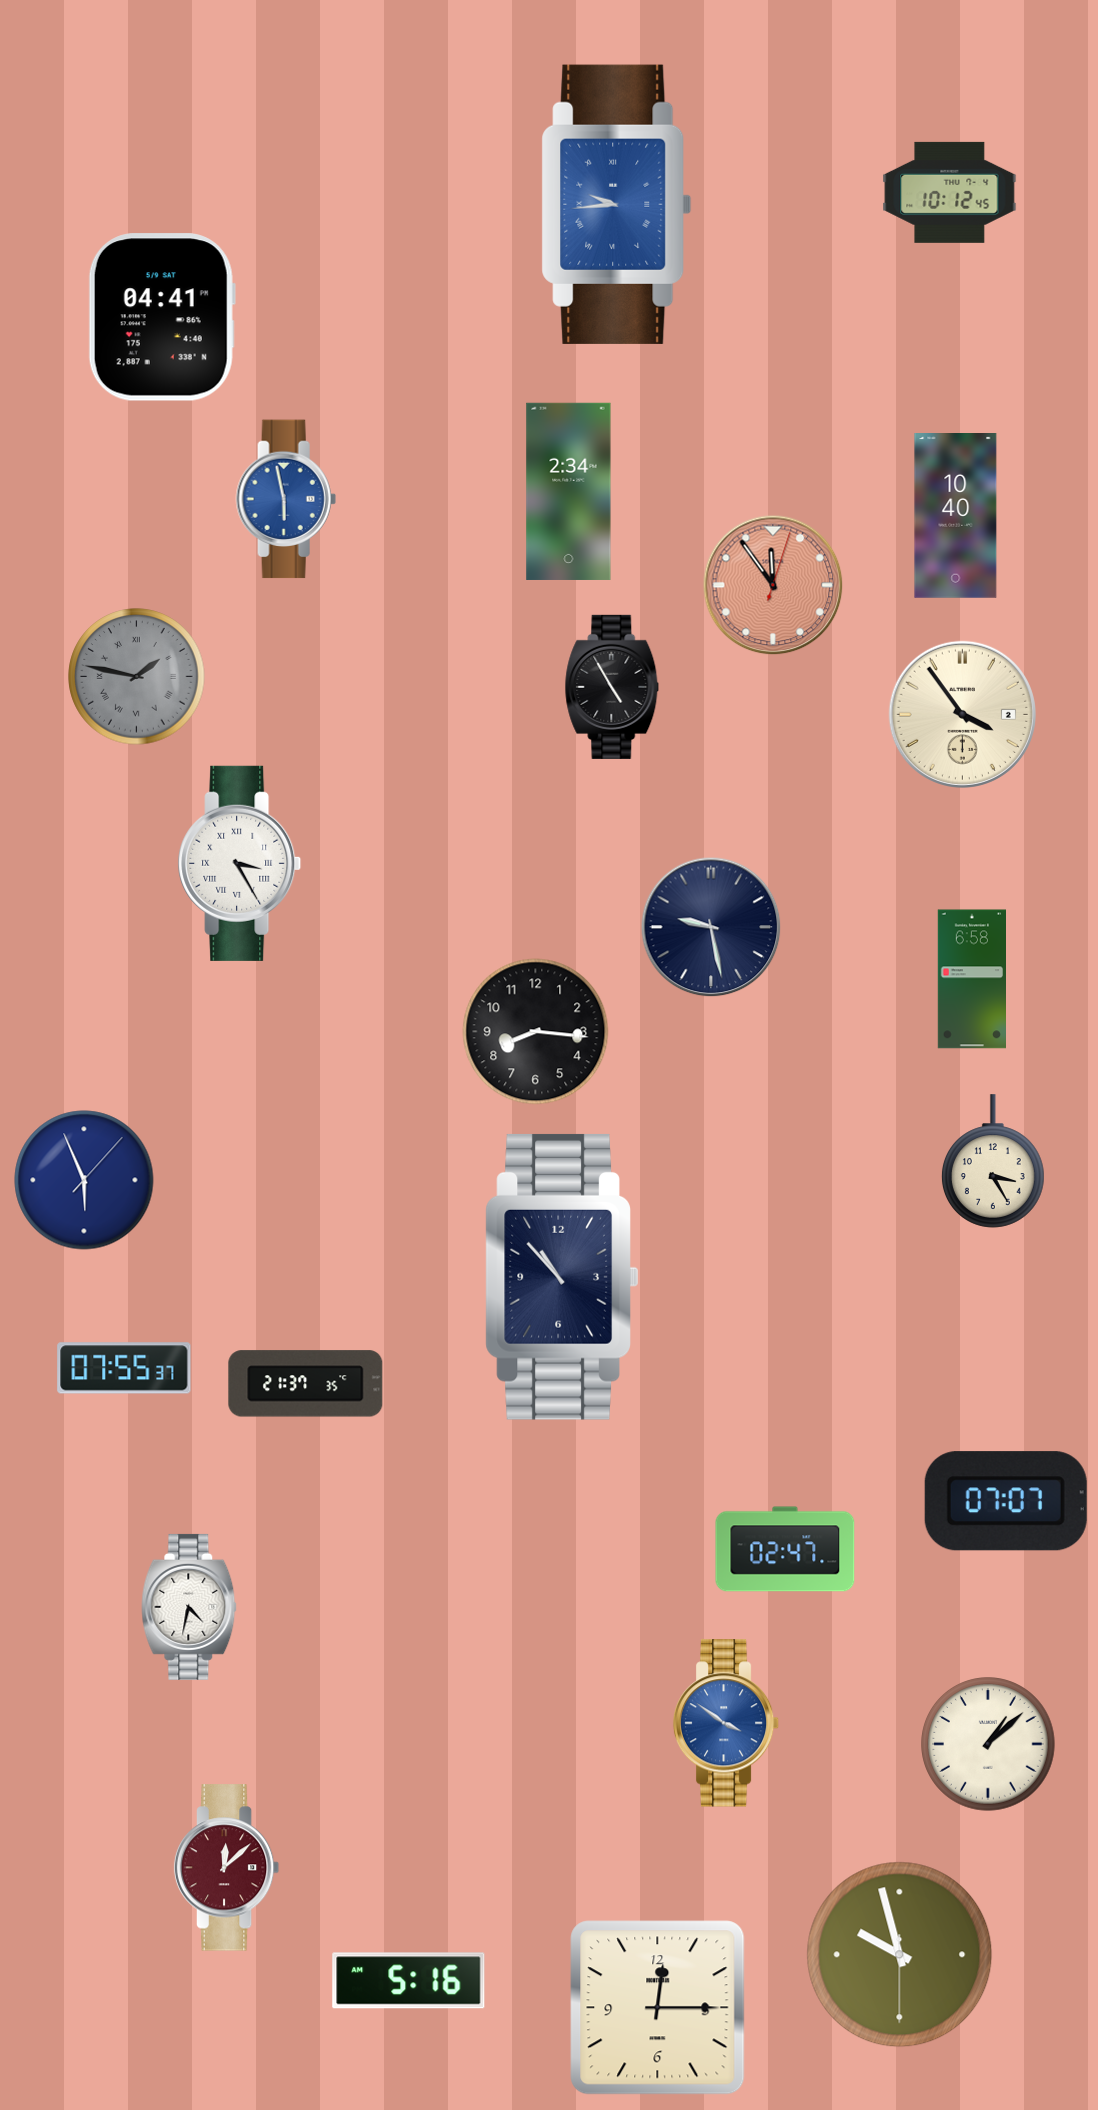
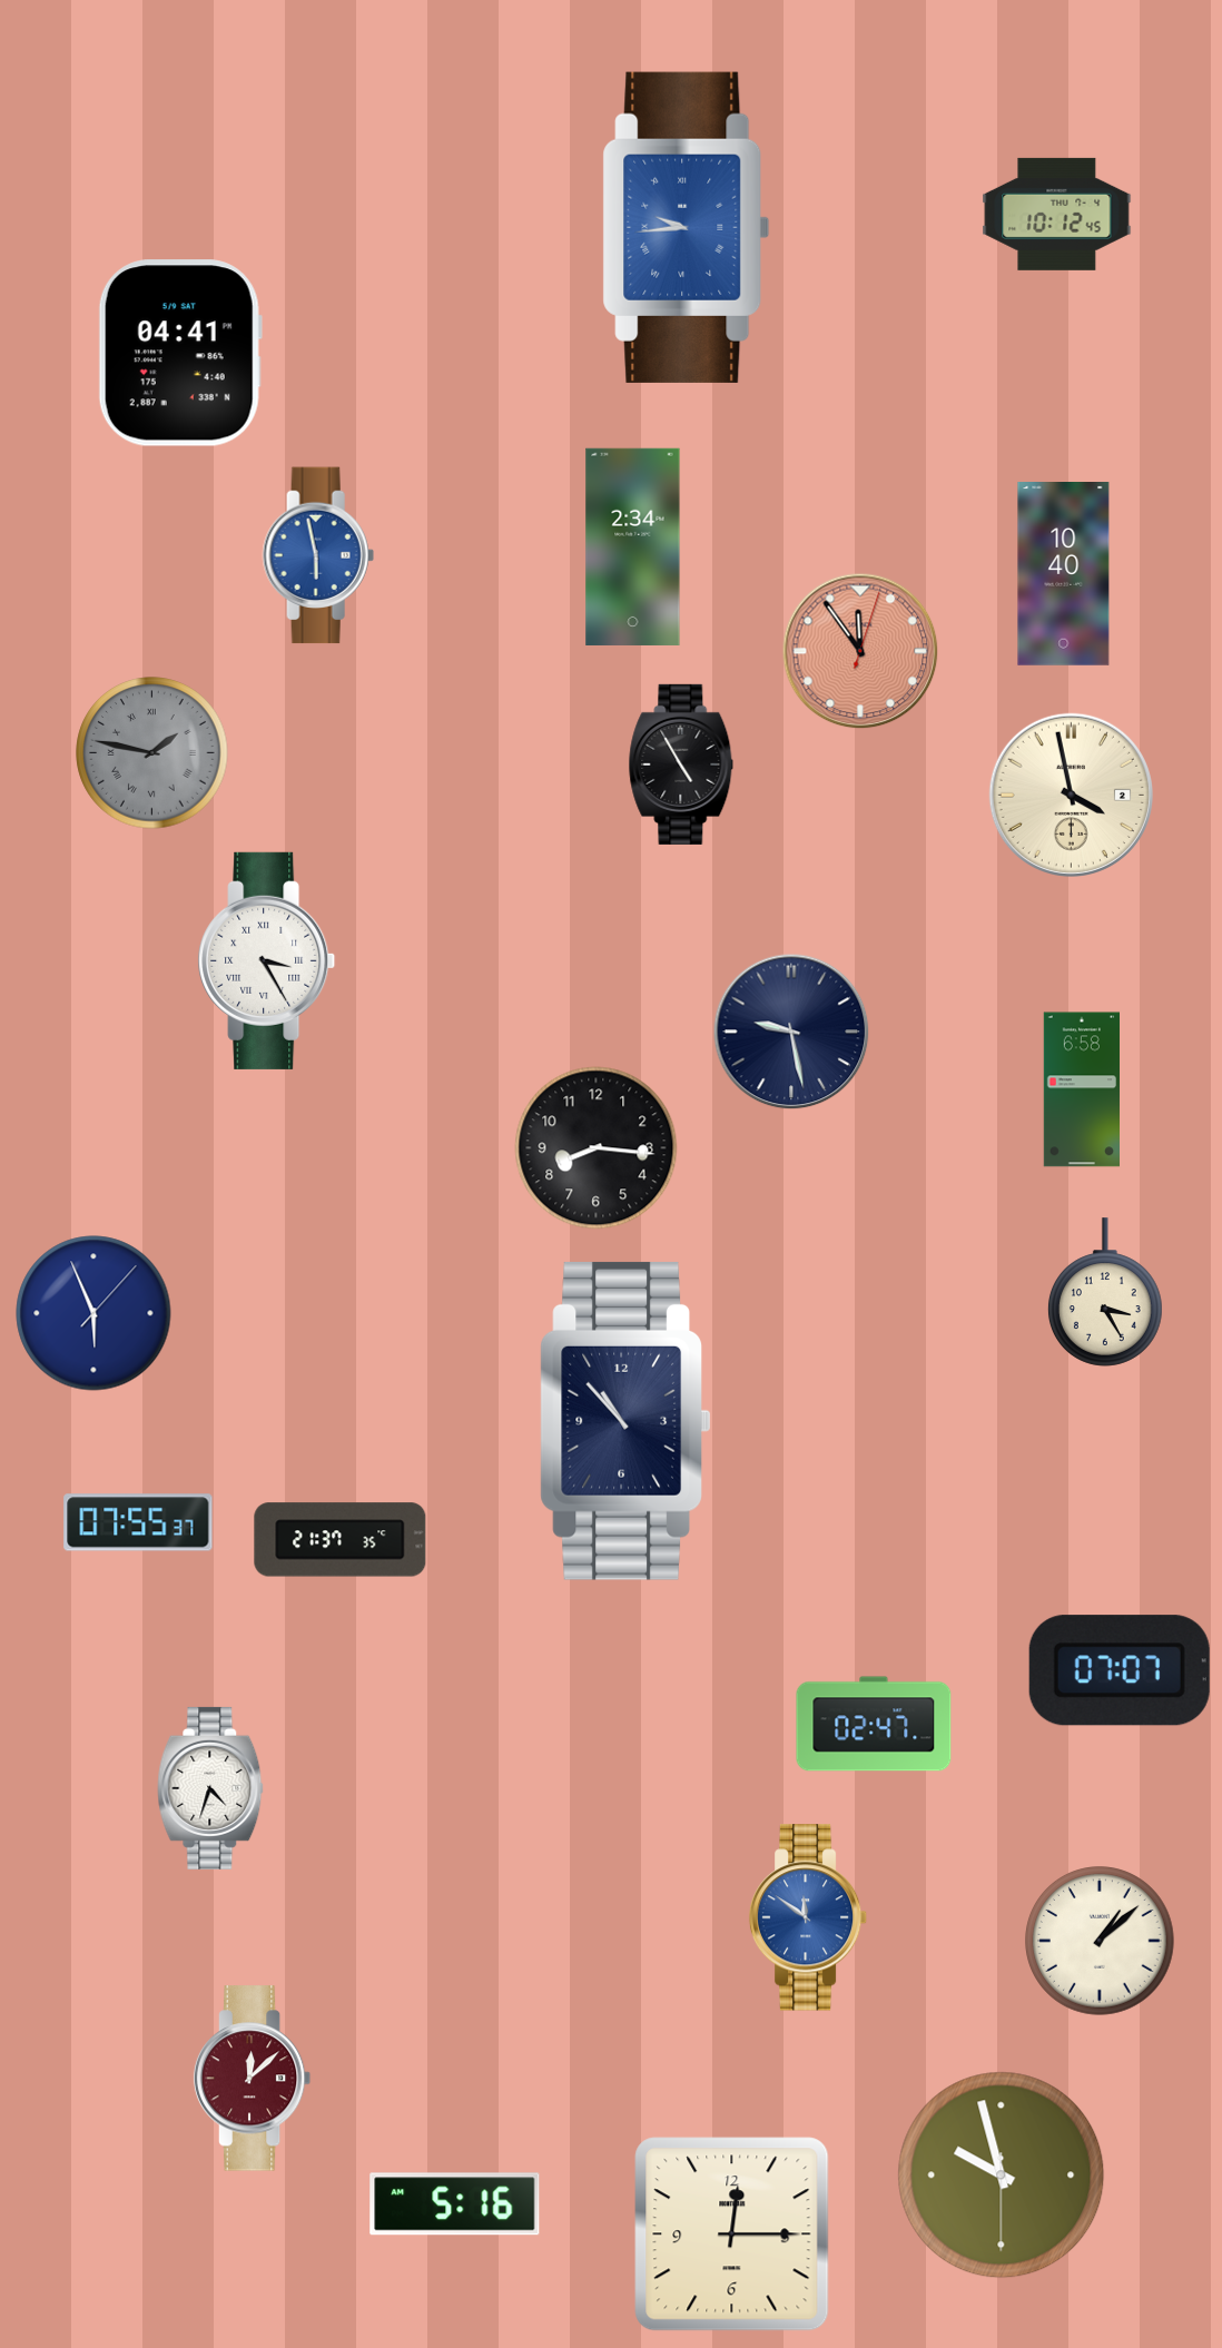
clock at (962, 714): 3:54 -> 3:58
clock at (189, 1607): 4:32 -> 4:33
clock at (726, 1723): 3:51 -> 11:51
